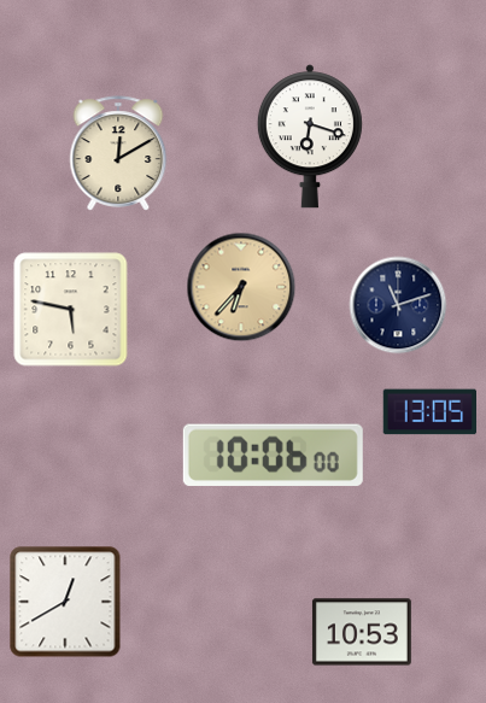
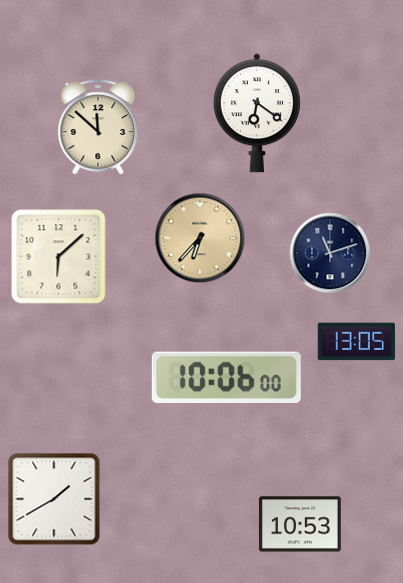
clock at (310, 136): 6:18 -> 6:21
clock at (118, 153): 12:10 -> 11:52
clock at (71, 310): 5:47 -> 6:08
clock at (65, 602): 12:40 -> 1:40
